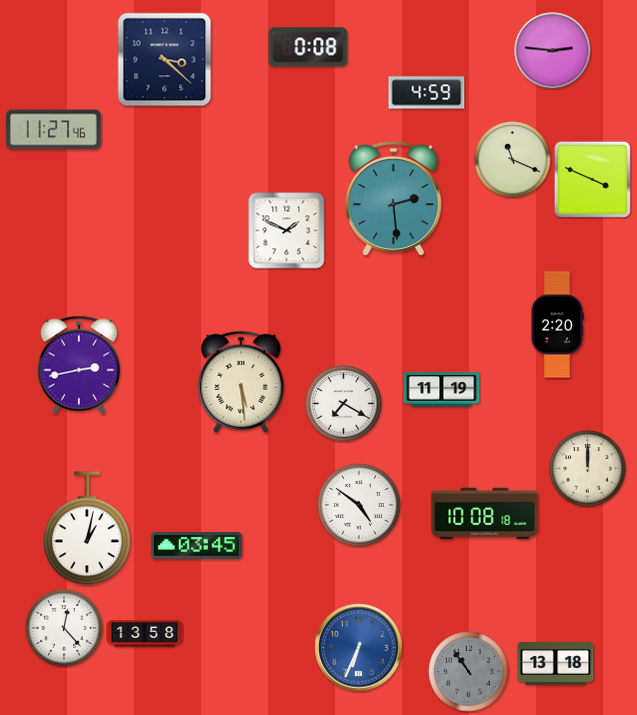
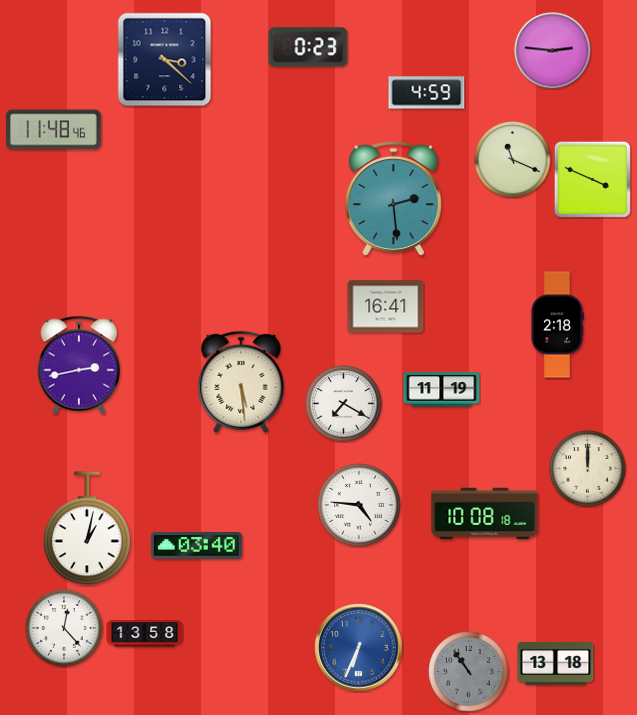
clock at (308, 47): 0:08 -> 0:23
clock at (54, 130): 11:27 -> 11:48
clock at (287, 231): 1:49 -> none
clock at (386, 307): none -> 16:41
clock at (557, 325): 2:20 -> 2:18
clock at (359, 505): 4:51 -> 4:46
clock at (196, 546): 03:45 -> 03:40
